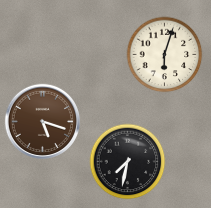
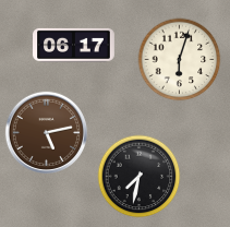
clock at (74, 45): none -> 06:17
clock at (42, 121): 5:18 -> 5:13
